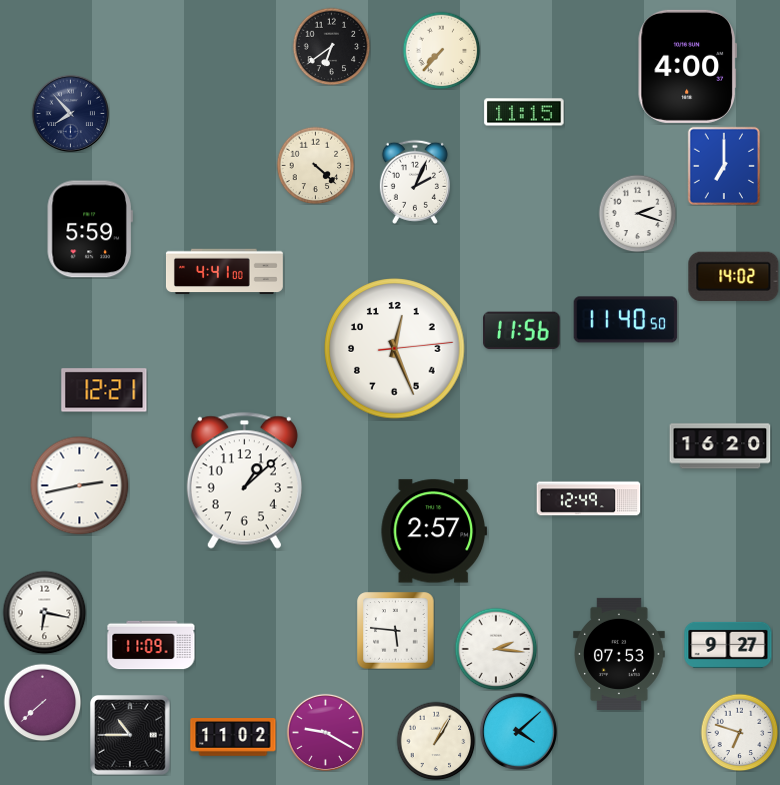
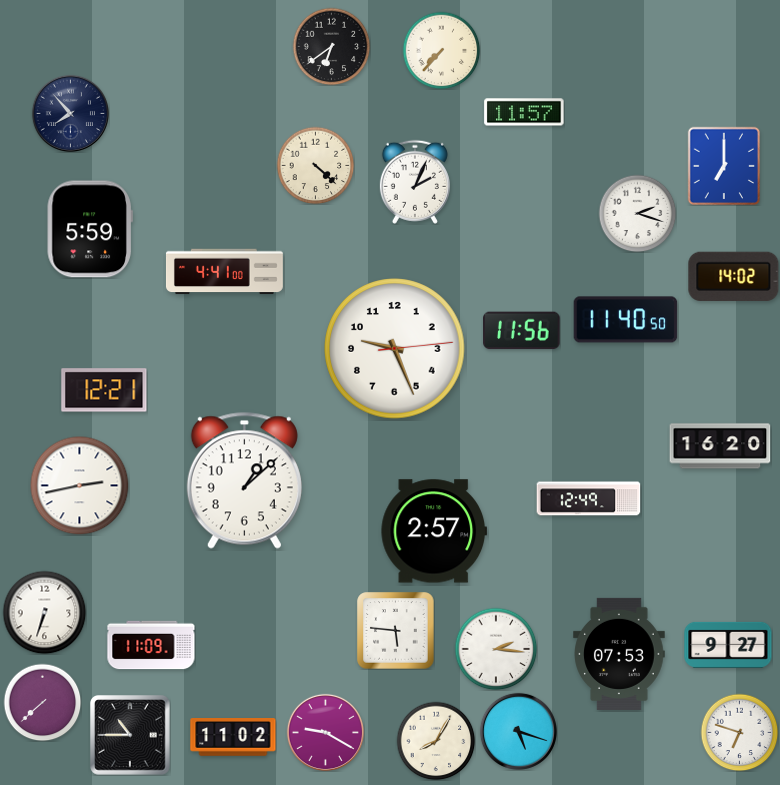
clock at (687, 66): 4:00 -> none
clock at (524, 112): 11:15 -> 11:57
clock at (395, 349): 12:26 -> 9:26
clock at (44, 612): 6:17 -> 6:33
clock at (518, 731): 4:08 -> 5:18
clock at (436, 741): 1:05 -> 8:05
